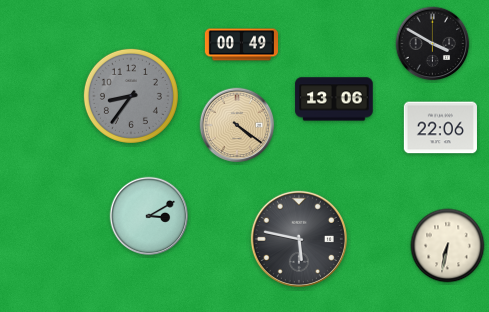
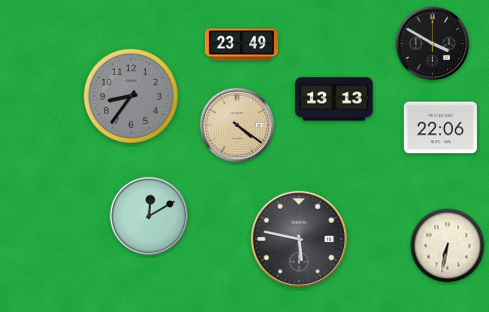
clock at (241, 45): 00:49 -> 23:49
clock at (334, 99): 13:06 -> 13:13
clock at (149, 216): 3:10 -> 12:10
